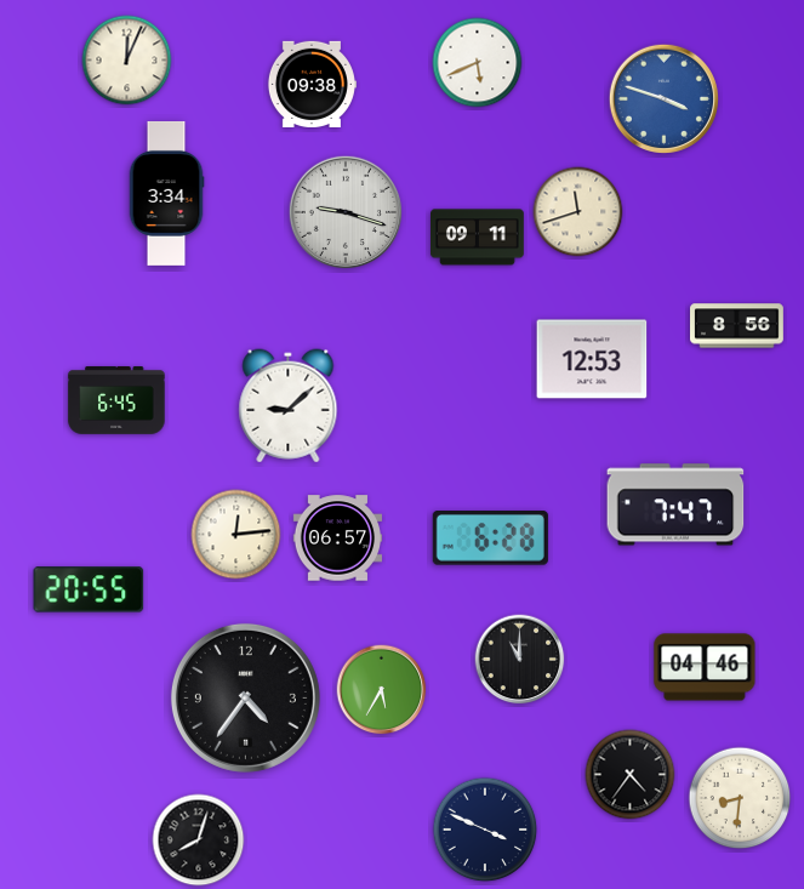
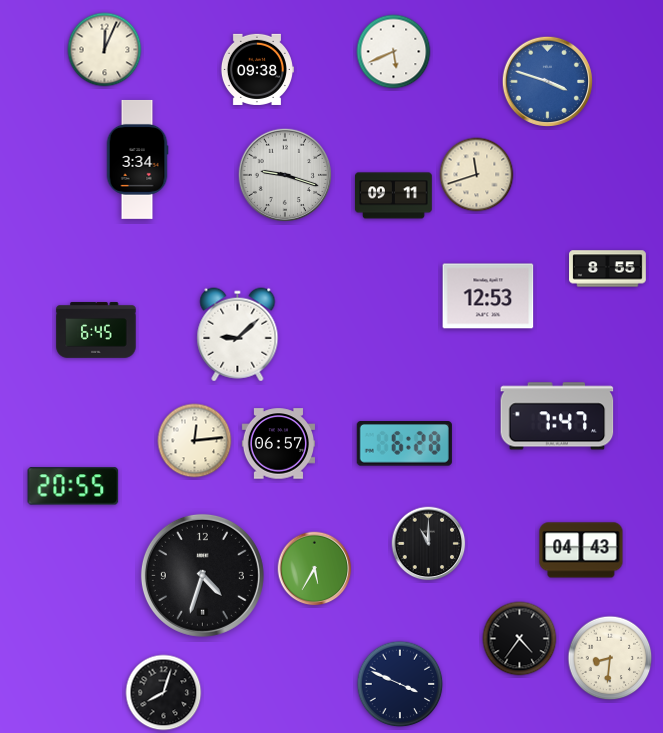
clock at (737, 326): 8:56 -> 8:55
clock at (705, 667): 04:46 -> 04:43
clock at (245, 697): 4:36 -> 4:33
